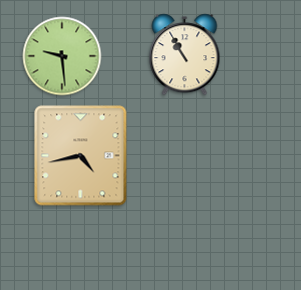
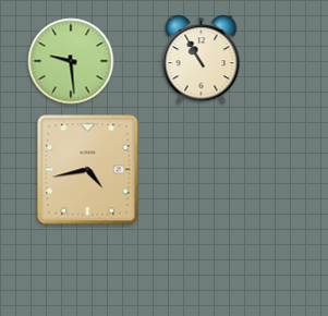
clock at (62, 56) position: (62, 56) -> (71, 61)
